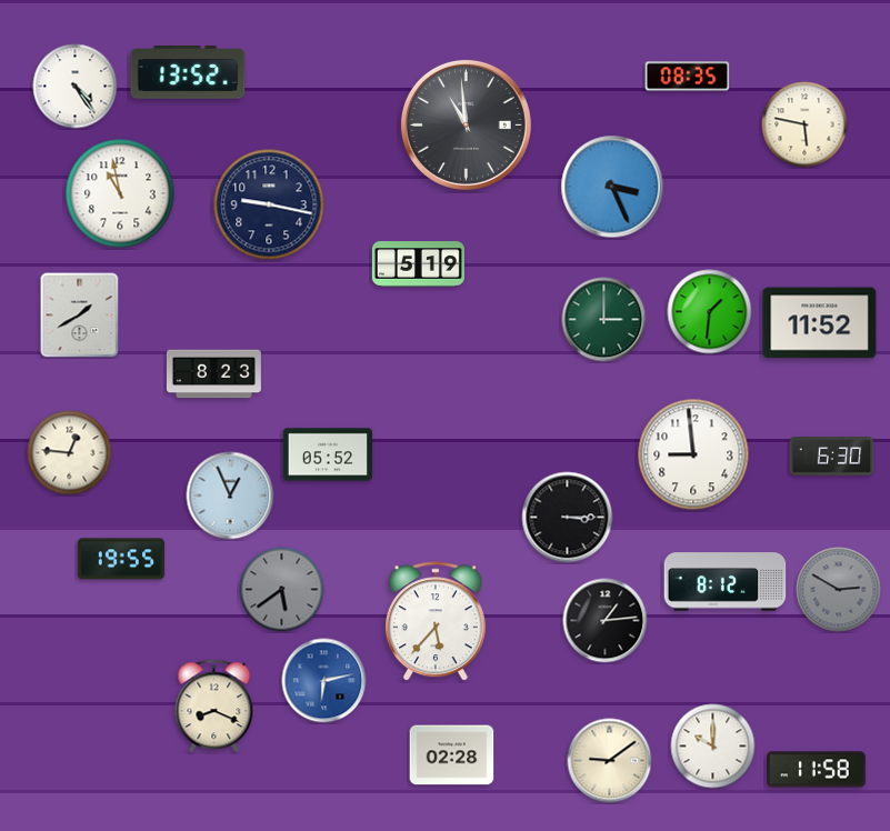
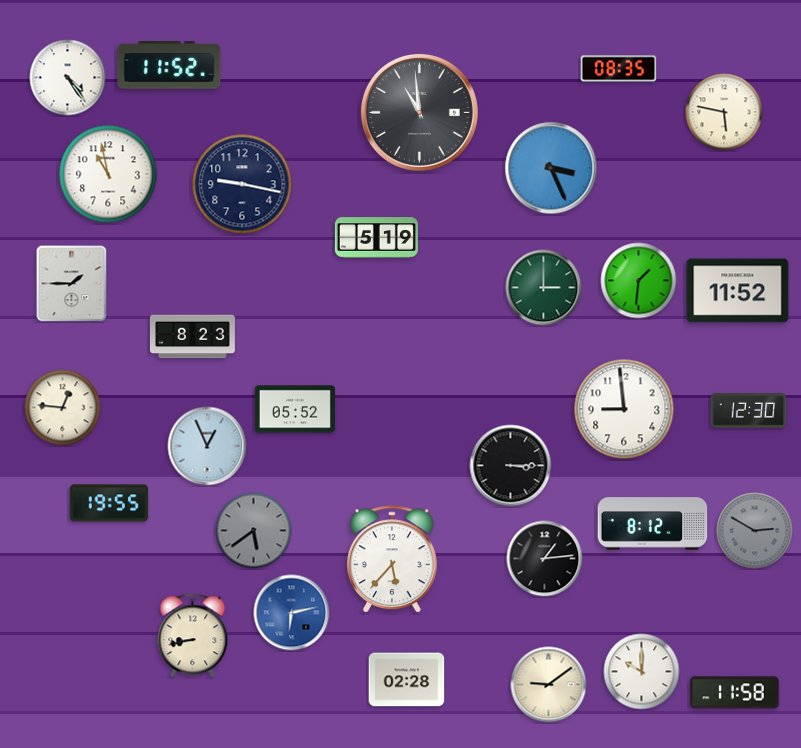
clock at (188, 73): 13:52 -> 11:52
clock at (80, 316): 1:40 -> 1:45
clock at (832, 457): 6:30 -> 12:30
clock at (214, 707): 8:19 -> 8:43
